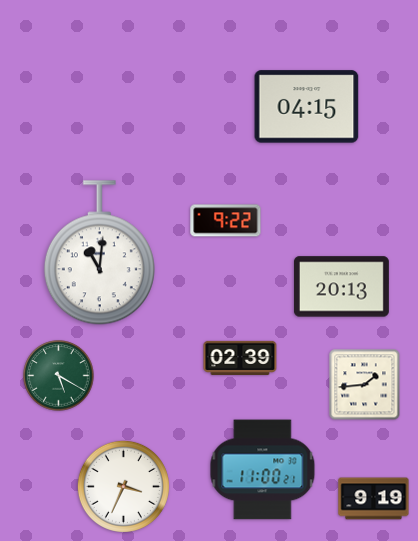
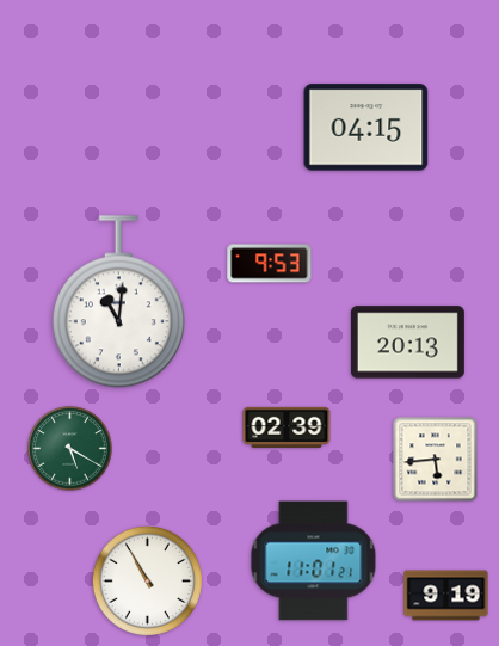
clock at (226, 221): 9:22 -> 9:53
clock at (365, 385): 1:44 -> 5:44
clock at (263, 470): 11:00 -> 11:01
clock at (123, 486): 3:34 -> 10:55
